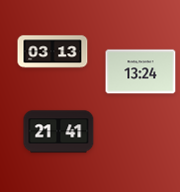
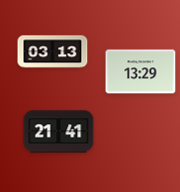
clock at (141, 72): 13:24 -> 13:29
